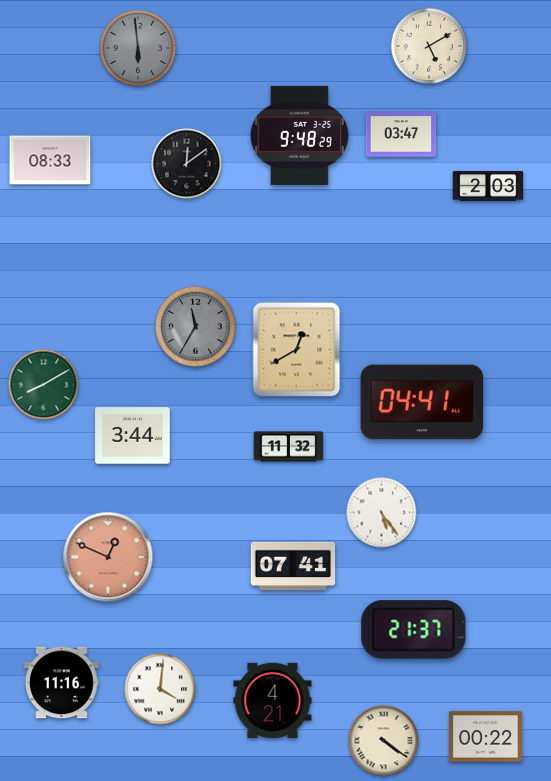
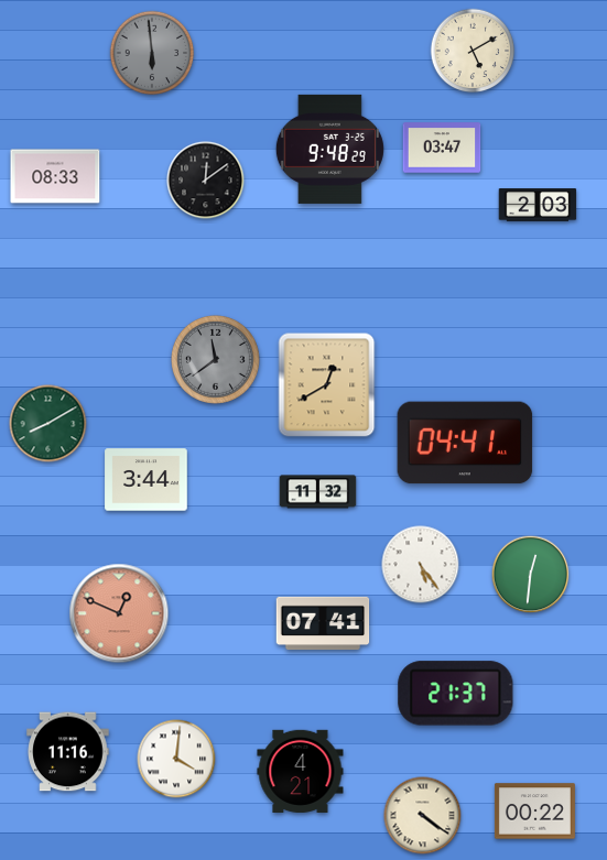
clock at (195, 326): 11:35 -> 11:39
clock at (531, 575): none -> 12:31
